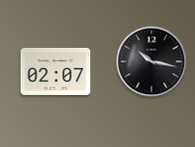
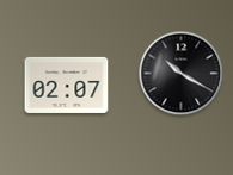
clock at (152, 62): 10:17 -> 10:20
